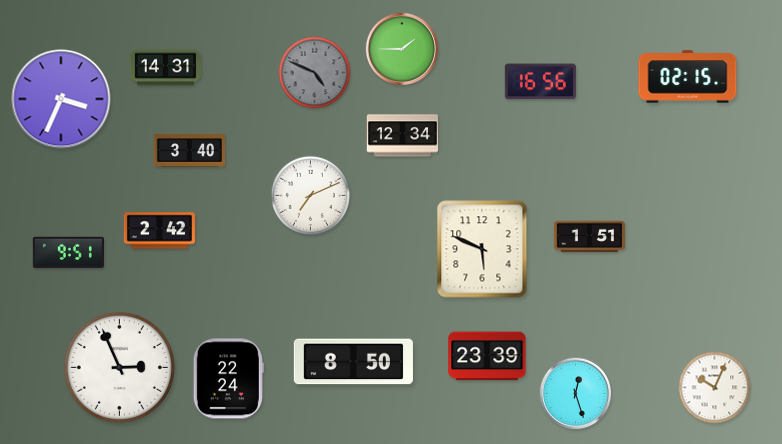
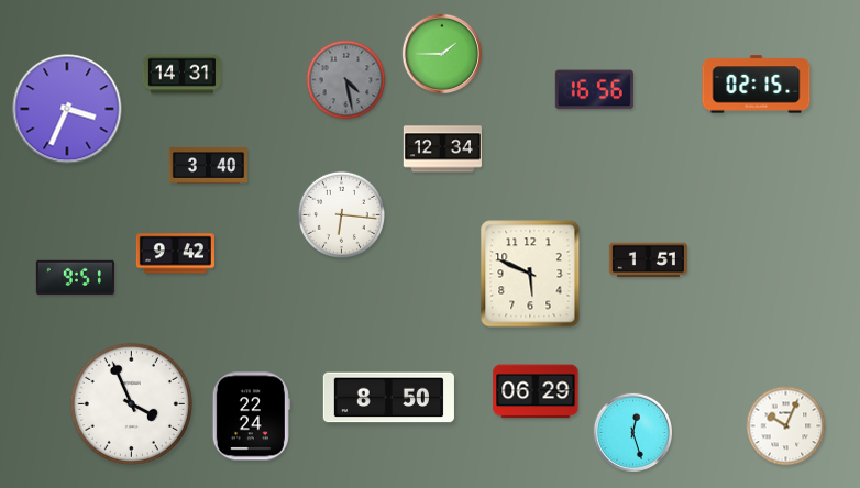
clock at (315, 73): 4:49 -> 4:28
clock at (310, 195): 7:11 -> 6:16
clock at (159, 231): 2:42 -> 9:42
clock at (487, 356): 23:39 -> 06:29
clock at (119, 367): 2:56 -> 3:56
